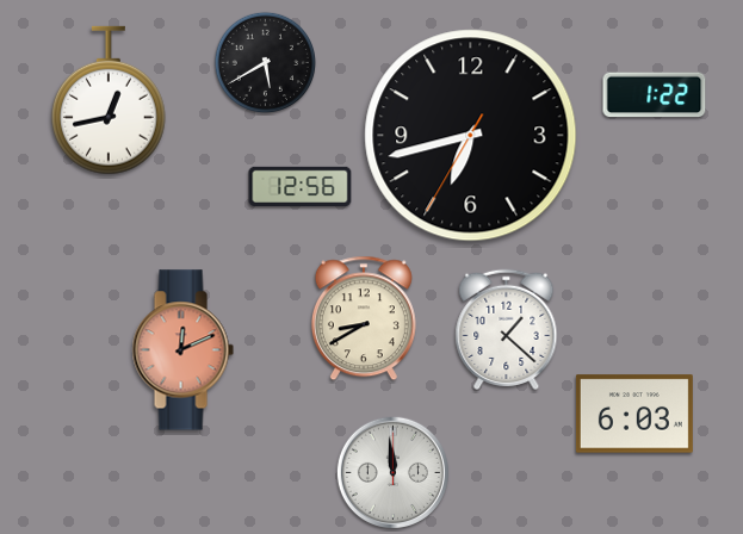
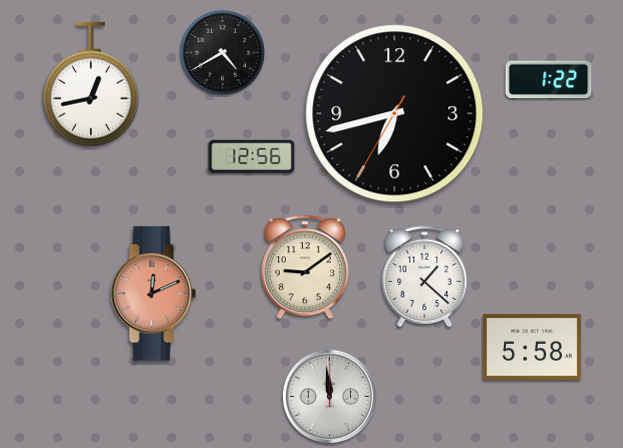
clock at (265, 62): 5:40 -> 4:40
clock at (364, 318): 8:40 -> 9:09
clock at (634, 414): 6:03 -> 5:58
